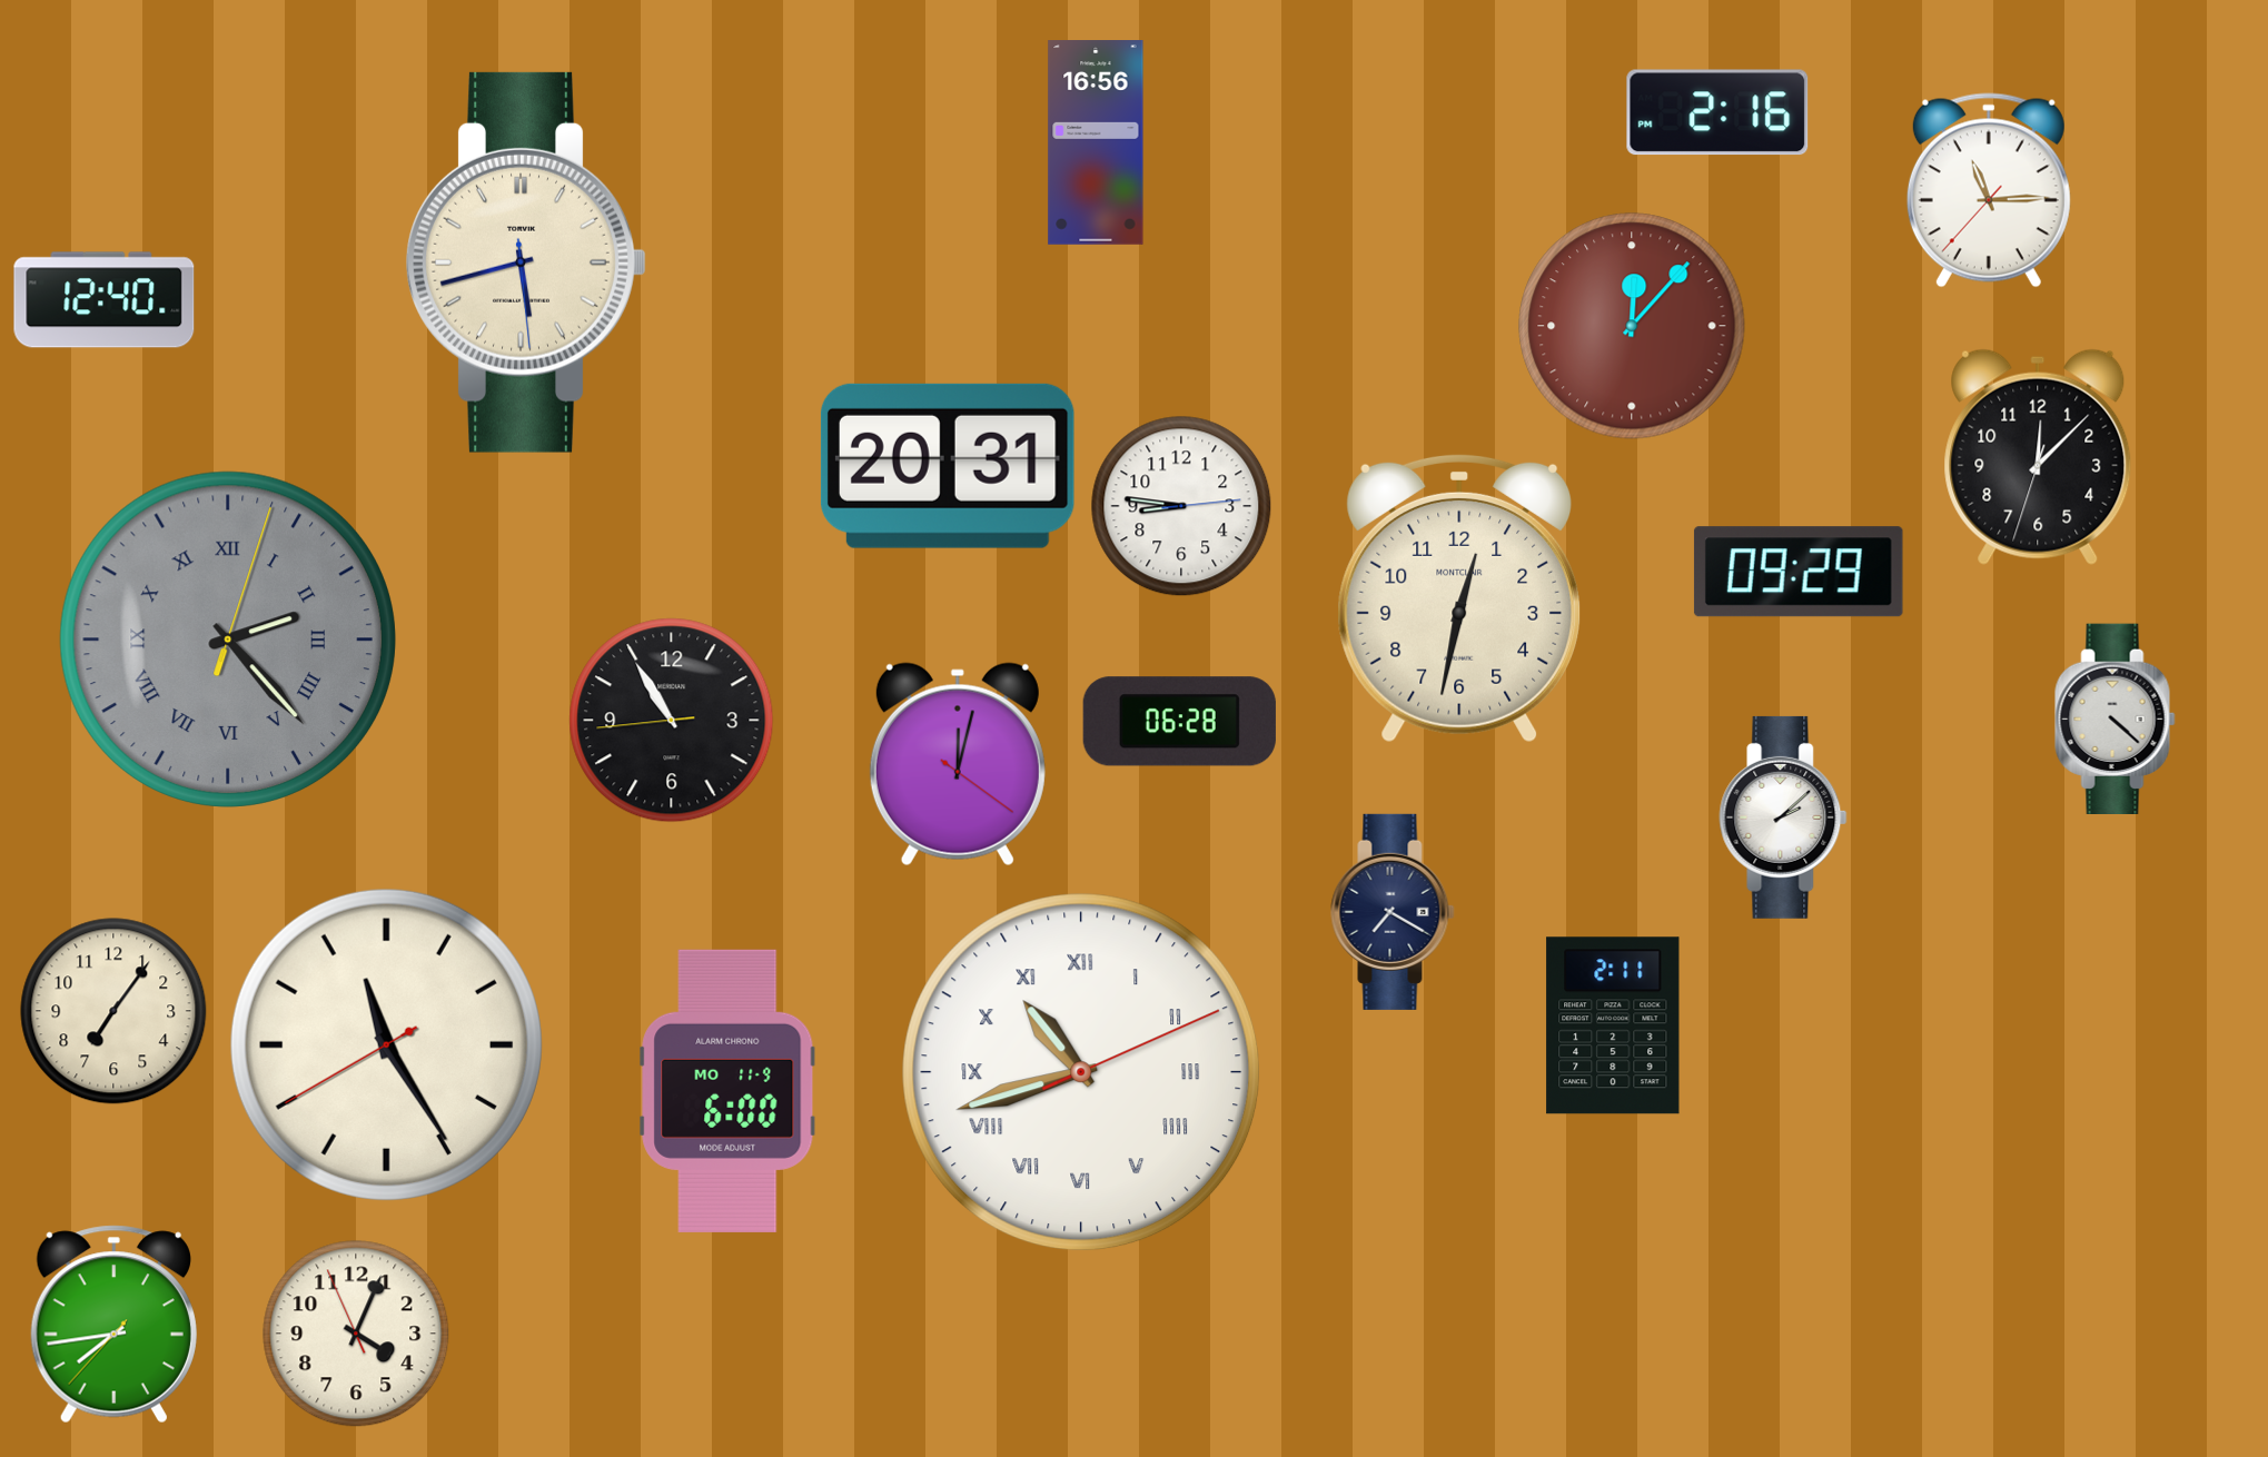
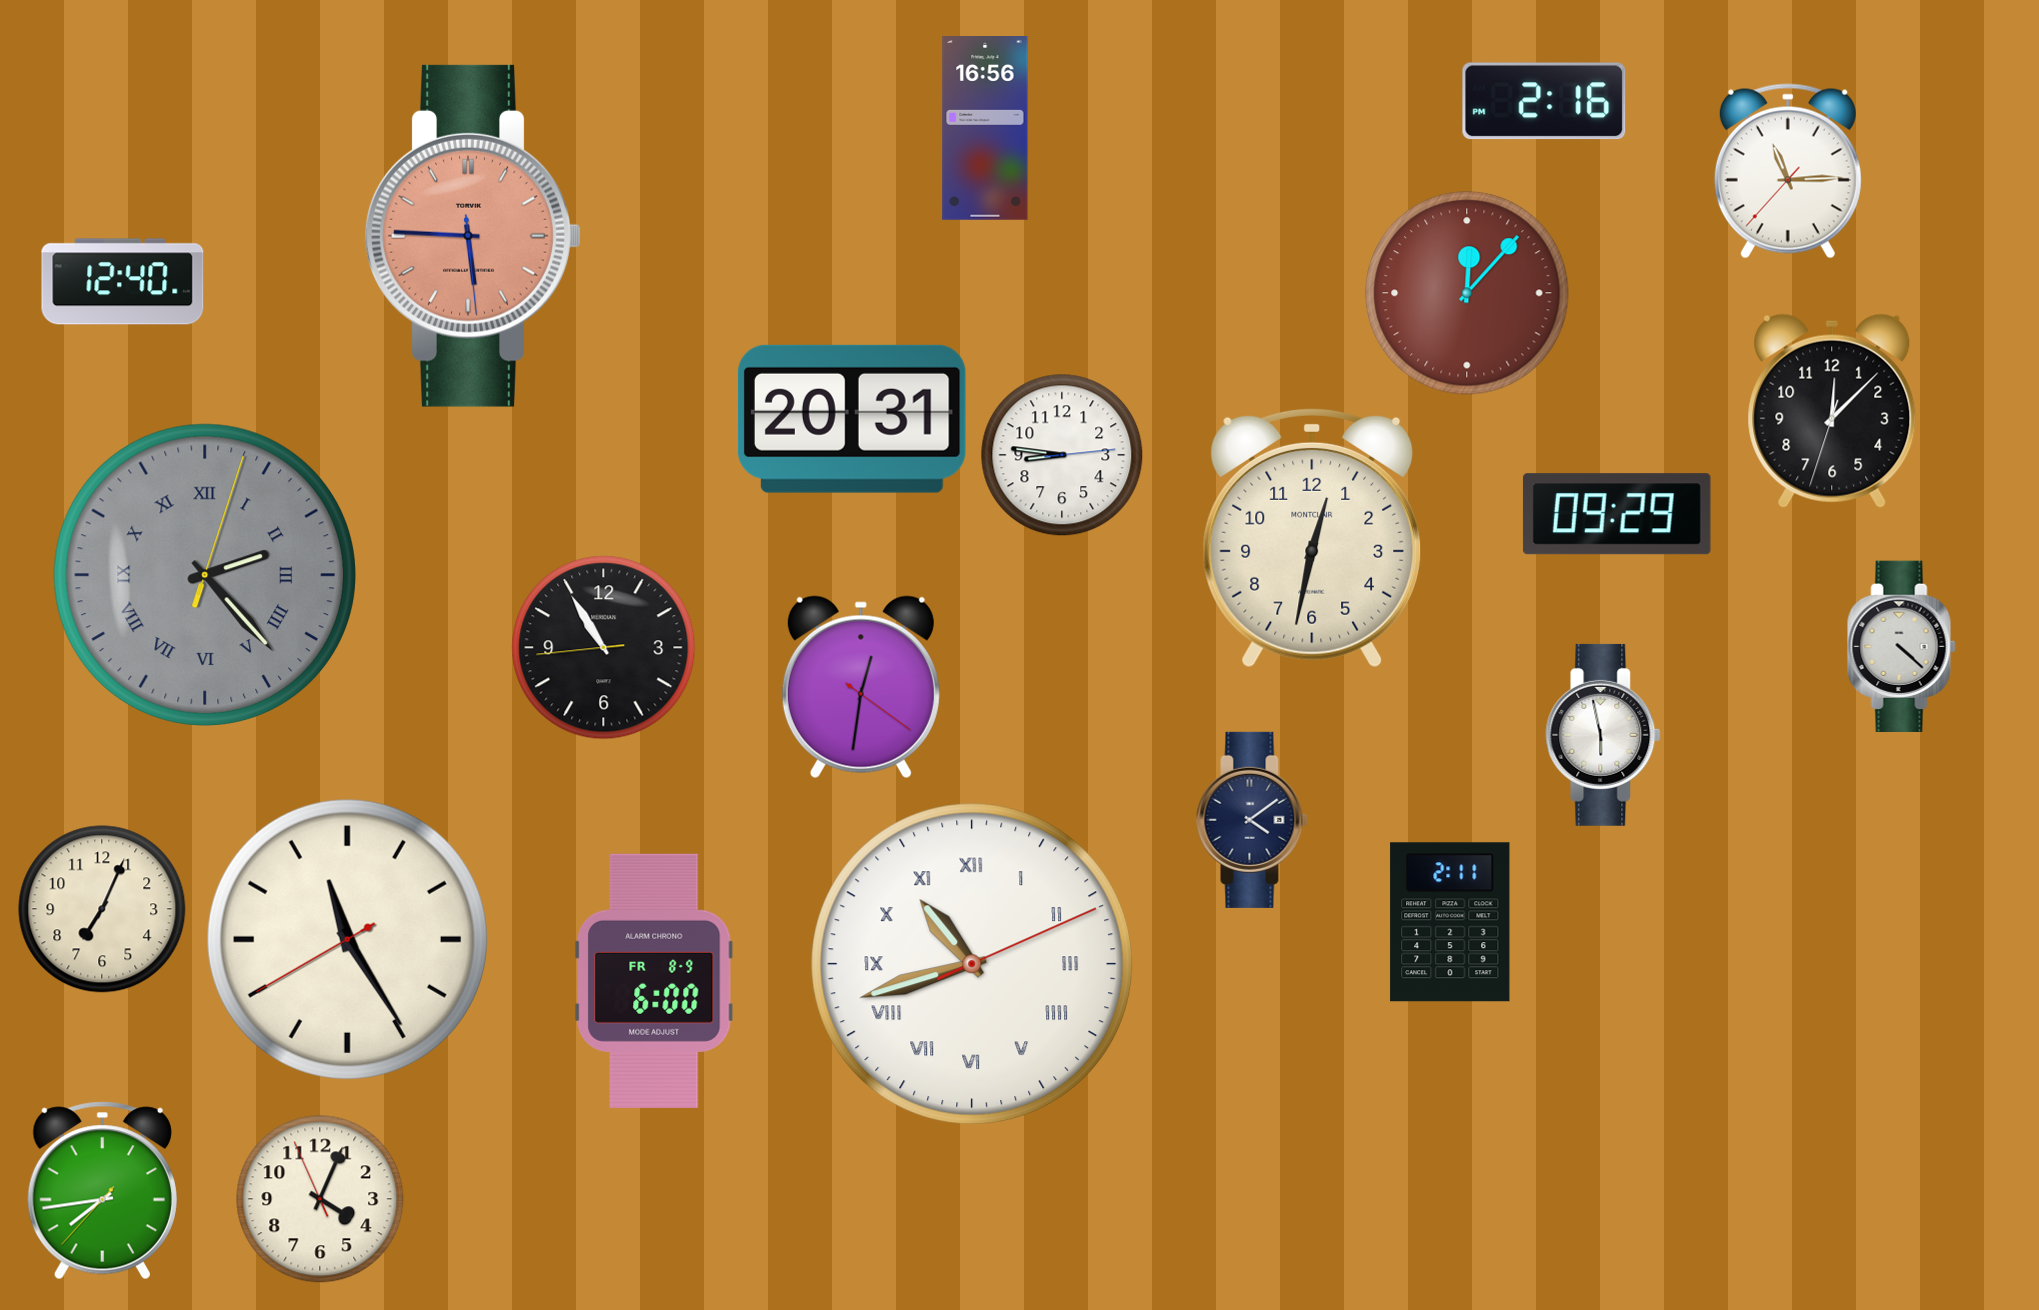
clock at (526, 262): 5:42 -> 5:45
clock at (526, 262) dial: cream -> salmon
clock at (105, 300) position: (105, 300) -> (123, 282)
clock at (1179, 722): 06:28 -> none
clock at (958, 764): 12:02 -> 12:31
clock at (1783, 817): 2:08 -> 5:58
clock at (1393, 912): 7:20 -> 4:09
clock at (113, 1011): 7:06 -> 7:04
clock at (727, 1091) date: MO 11-9 -> FR 8-9
